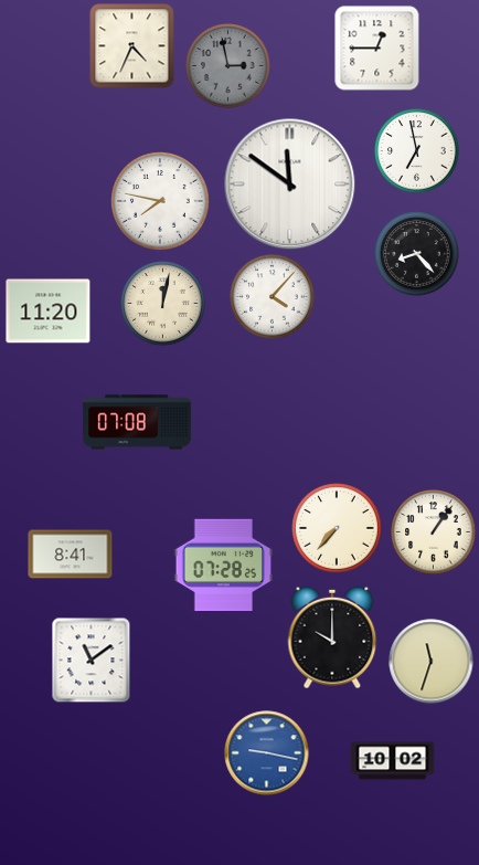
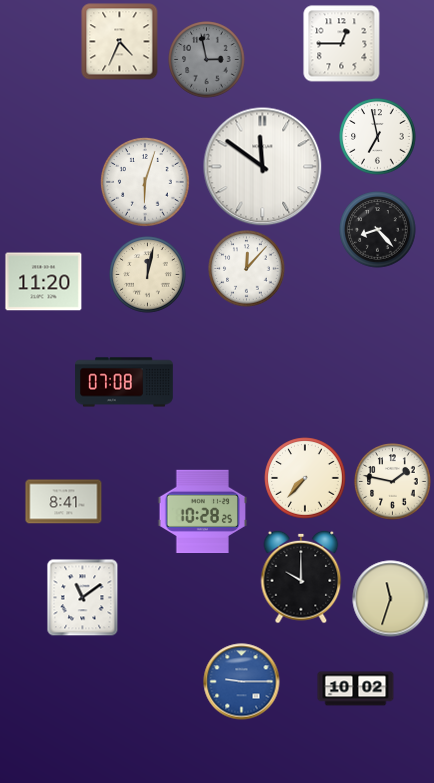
clock at (161, 202): 7:47 -> 6:03
clock at (273, 297): 4:07 -> 12:07
clock at (434, 532): 1:06 -> 1:47
clock at (224, 565): 07:28 -> 10:28
clock at (267, 753): 9:17 -> 9:15
